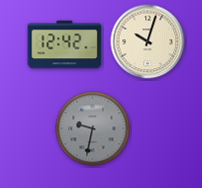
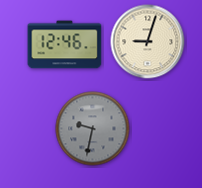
clock at (148, 42): 10:03 -> 9:03
clock at (65, 45): 12:42 -> 12:46
